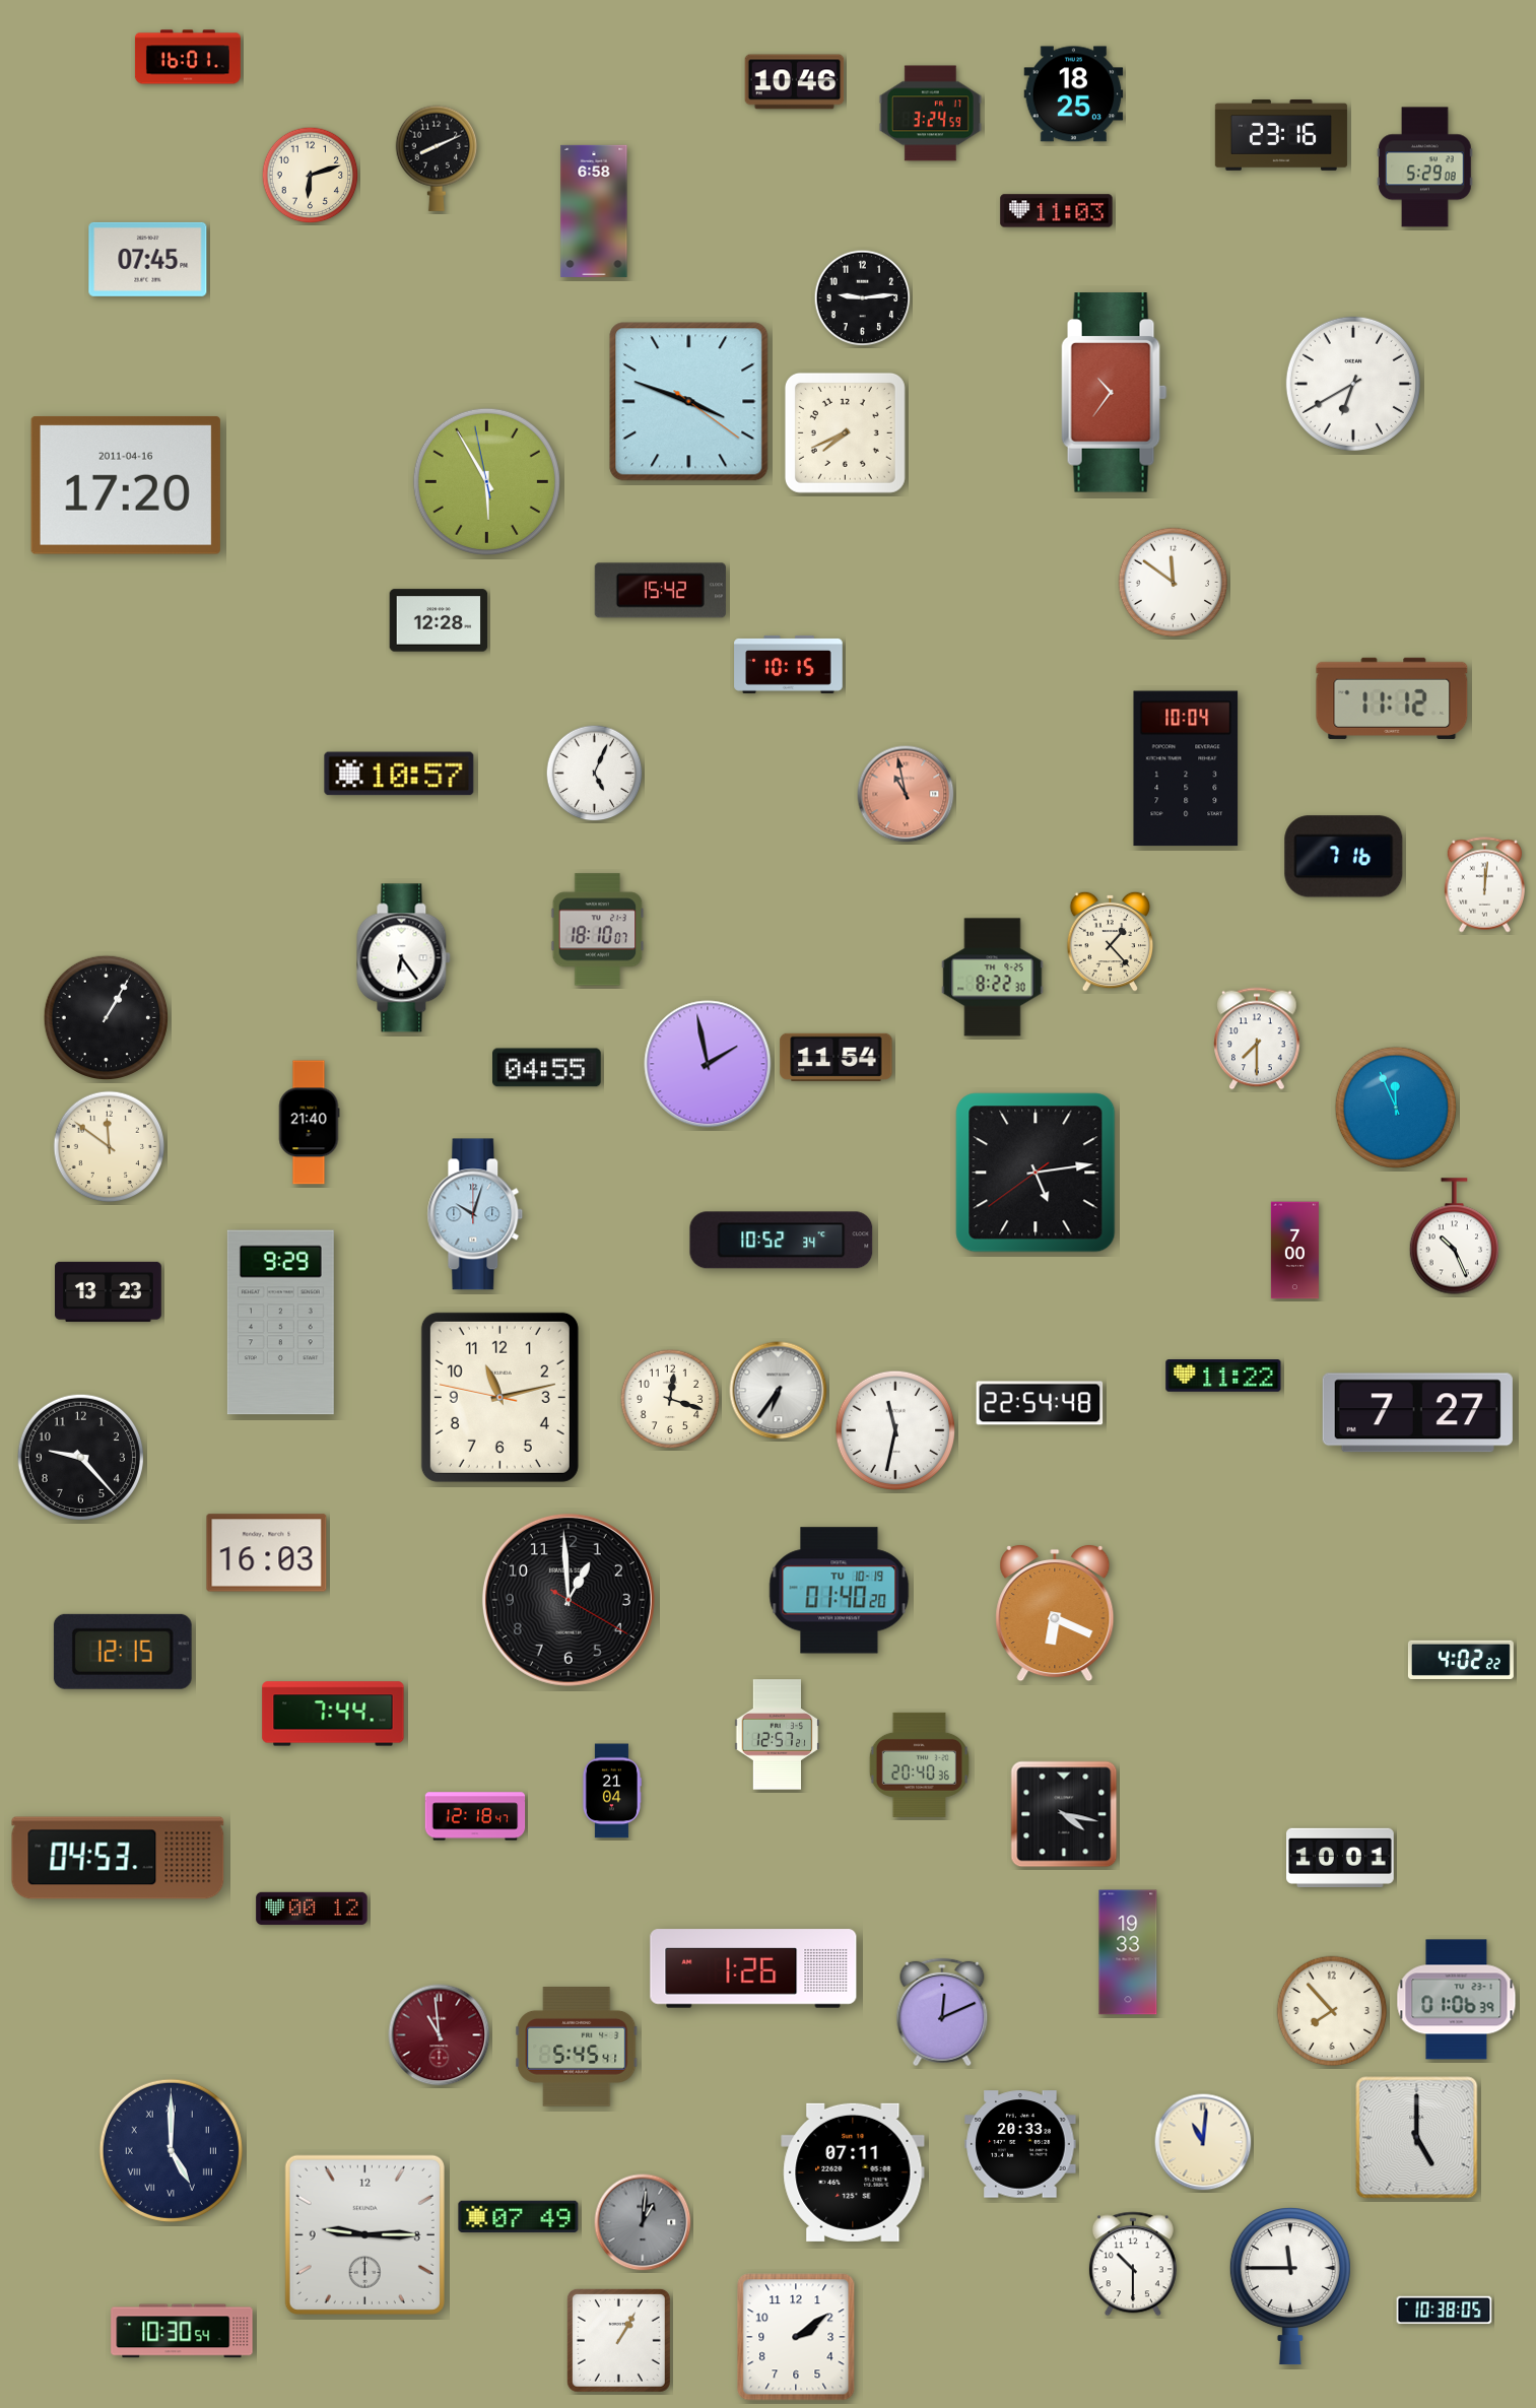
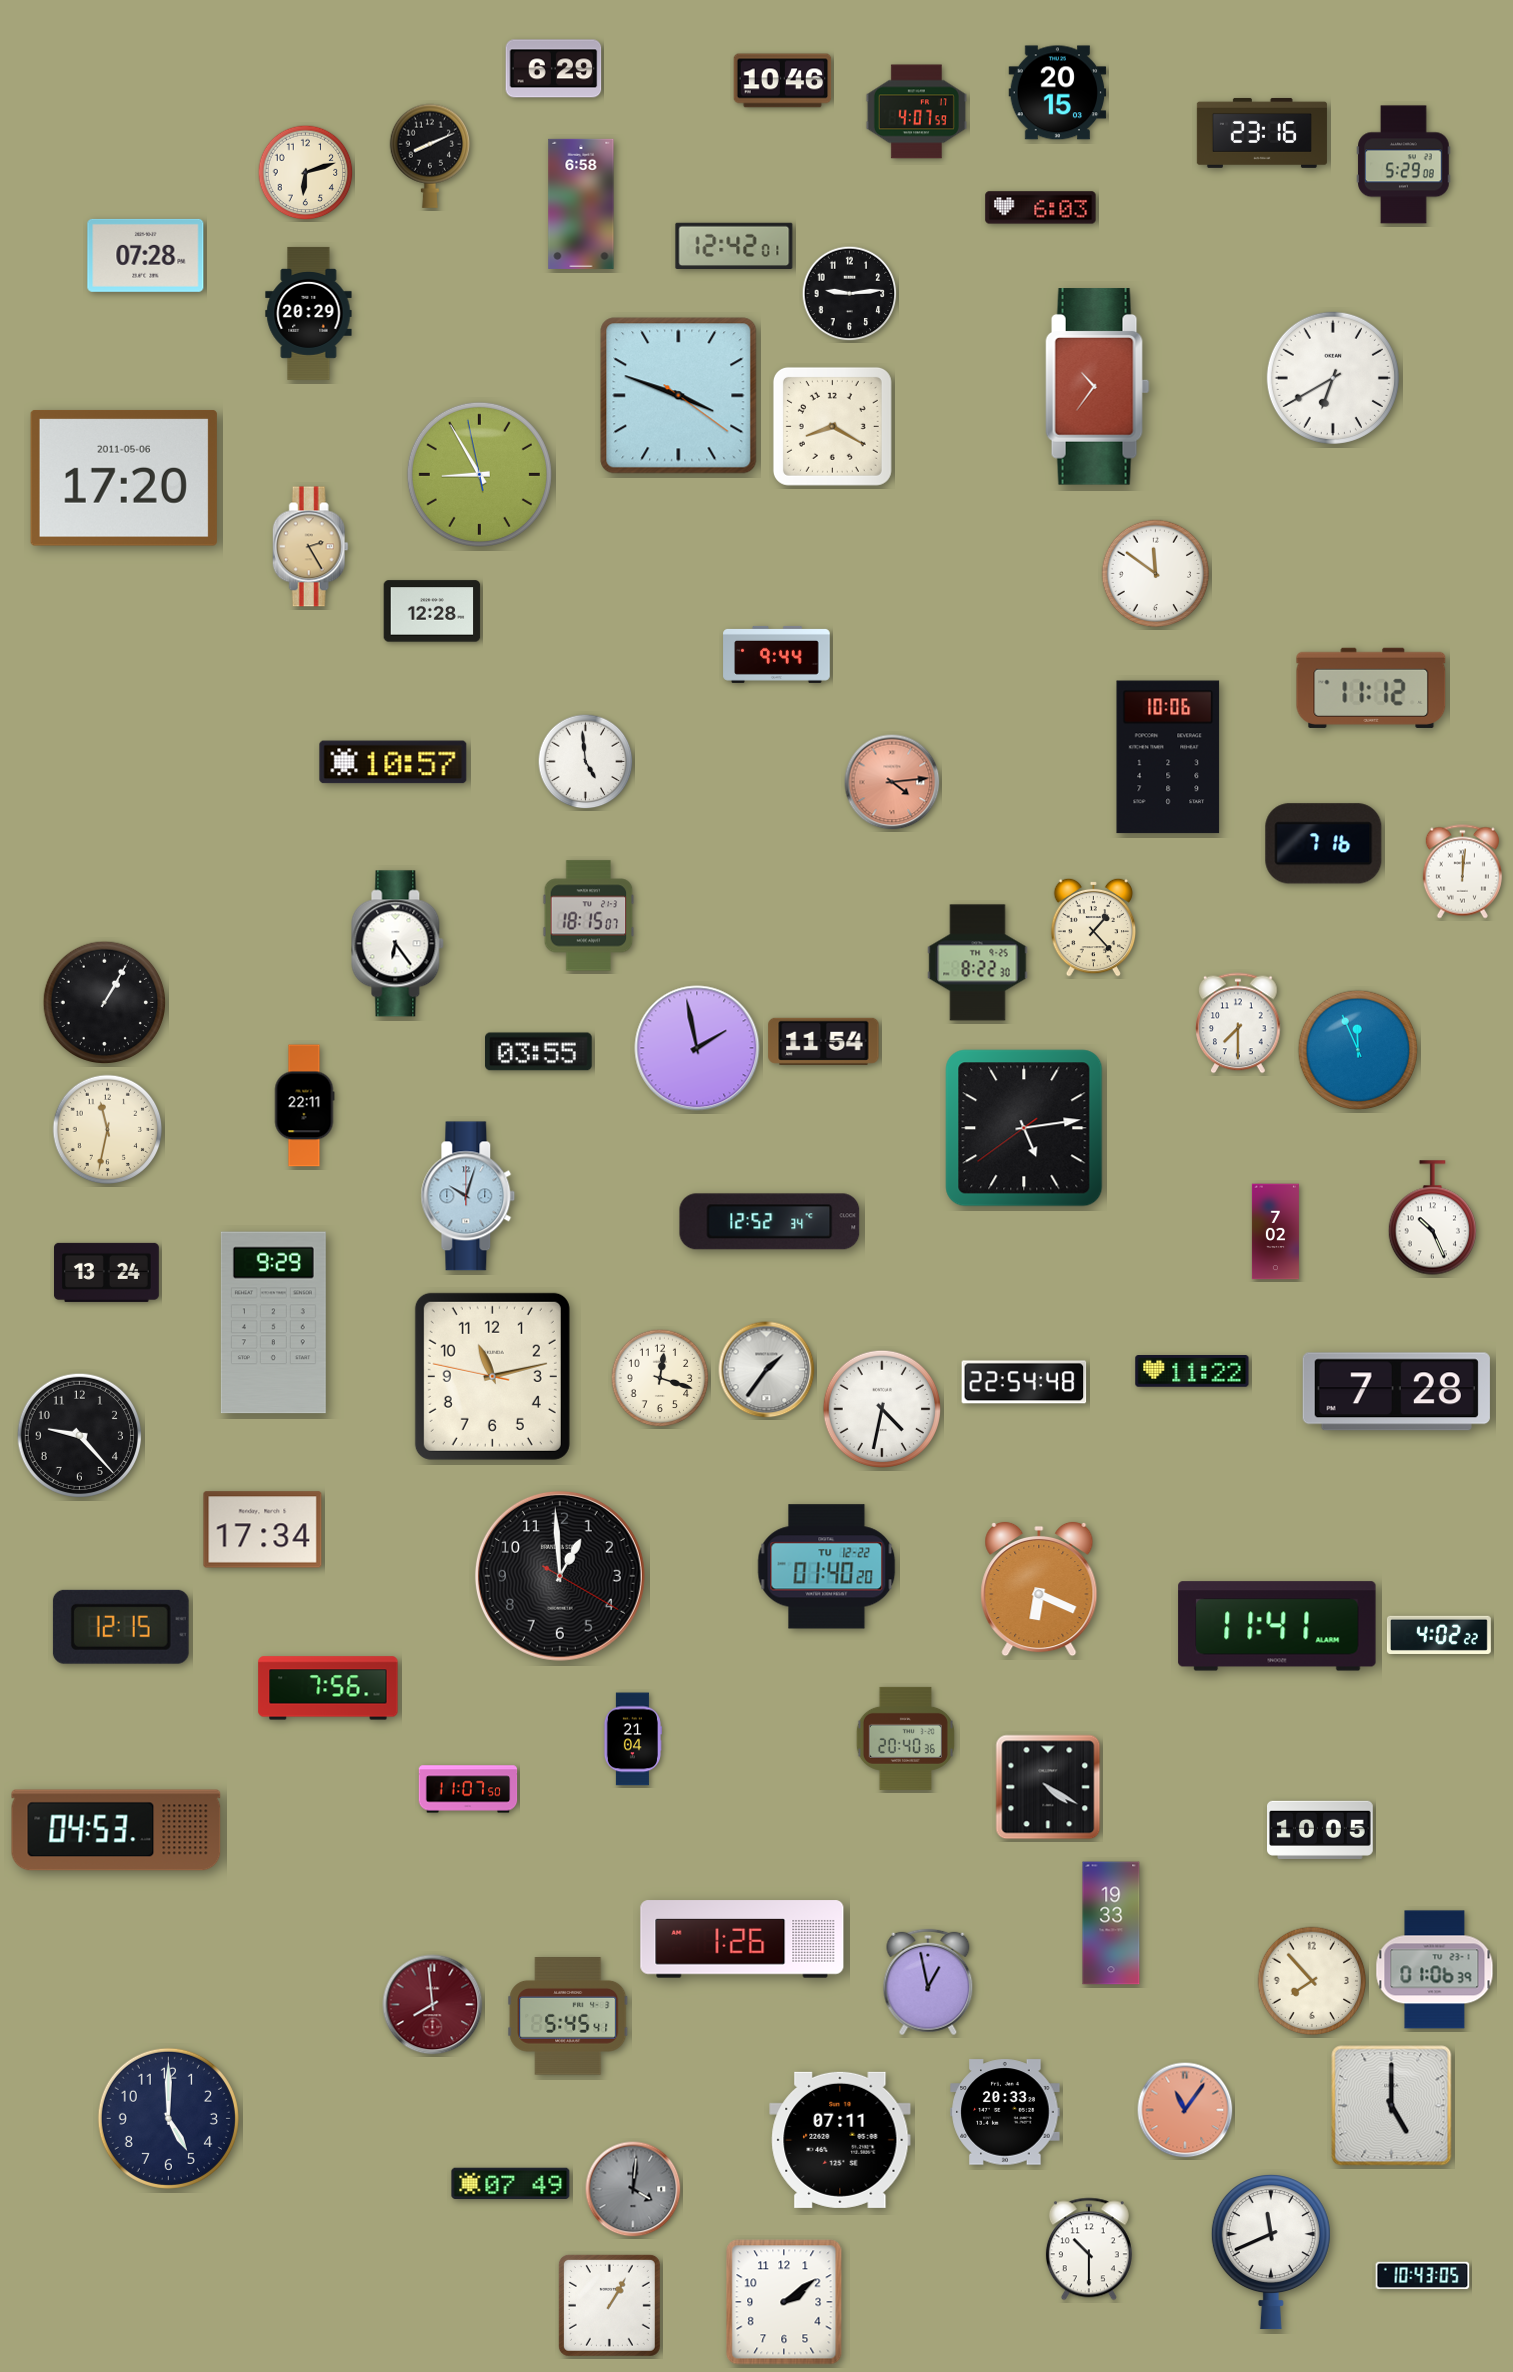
clock at (188, 57): 16:01 -> none
clock at (554, 69): none -> 6:29
clock at (1074, 94): 18:25 -> 20:15
clock at (930, 114): 3:24 -> 4:07
clock at (594, 211) position: (594, 211) -> (581, 204)
clock at (1057, 211): 11:03 -> 6:03
clock at (734, 246): none -> 12:42
clock at (148, 259): 07:45 -> 07:28
clock at (309, 313): none -> 20:29
clock at (845, 432): 7:41 -> 8:20
clock at (486, 481): 5:54 -> 8:54
clock at (126, 485) date: 2011-04-16 -> 2011-05-06
clock at (310, 547): none -> 2:25
clock at (660, 591): 15:42 -> none
clock at (789, 664): 10:15 -> 9:44
clock at (1186, 768): 10:04 -> 10:06
clock at (595, 774): 5:04 -> 4:59
clock at (906, 794): 10:58 -> 4:14
clock at (598, 930): 18:10 -> 18:15
clock at (547, 1068): 04:55 -> 03:55
clock at (1395, 1107) position: (1395, 1107) -> (1357, 1049)
clock at (309, 1123): 21:40 -> 22:11
clock at (110, 1147): 11:51 -> 11:32
clock at (1036, 1173) position: (1036, 1173) -> (1024, 1128)
clock at (782, 1241): 10:52 -> 12:52
clock at (1294, 1251): 7:00 -> 7:02
clock at (109, 1291): 13:23 -> 13:24
clock at (280, 1323) position: (280, 1323) -> (273, 1323)
clock at (1223, 1377) position: (1223, 1377) -> (1192, 1372)
clock at (779, 1391): 6:36 -> 1:36
clock at (1417, 1413): 7:27 -> 7:28
clock at (894, 1429): 11:32 -> 4:32
clock at (267, 1553): 16:03 -> 17:34
clock at (840, 1591) date: TU 10-19 -> TU 12-22
clock at (1277, 1626): none -> 11:41
clock at (333, 1714): 7:44 -> 7:56
clock at (778, 1735): 12:57 -> none
clock at (611, 1791) position: (611, 1791) -> (632, 1739)
clock at (1064, 1814): 4:17 -> 4:20
clock at (475, 1816): 12:18 -> 11:07
clock at (1341, 1857): 10:01 -> 10:05
clock at (312, 1908): 00:12 -> none
clock at (942, 2012): 12:11 -> 12:58
clock at (440, 2035): 10:59 -> 7:59
clock at (1417, 2138) position: (1417, 2138) -> (1392, 2106)
clock at (1203, 2142): 11:01 -> 11:06
clock at (1203, 2142) dial: cream -> salmon
clock at (171, 2150) numerals: Roman -> Arabic
clock at (643, 2222): 1:01 -> 4:01
clock at (364, 2234): 9:15 -> none
clock at (1133, 2264) position: (1133, 2264) -> (1089, 2249)
clock at (1290, 2287): 11:45 -> 11:41
clock at (1445, 2311): 10:38 -> 10:43
clock at (182, 2331): 10:30 -> none
